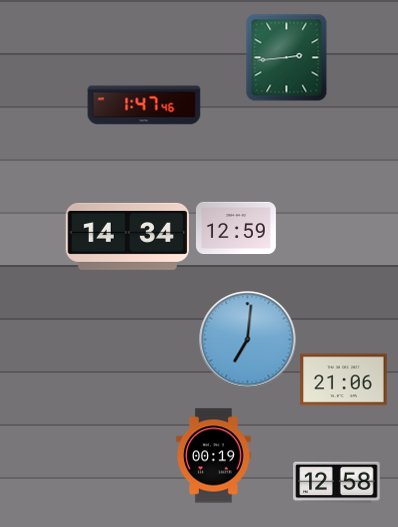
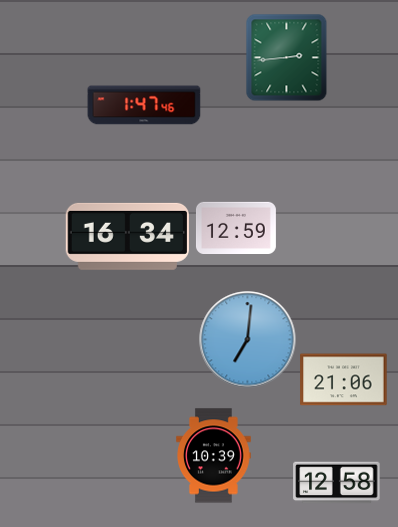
clock at (127, 236): 14:34 -> 16:34
clock at (214, 456): 00:19 -> 10:39
